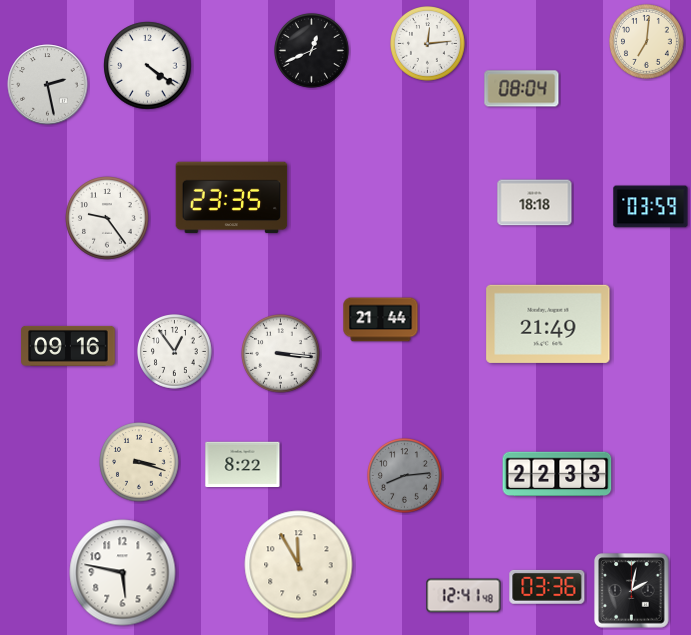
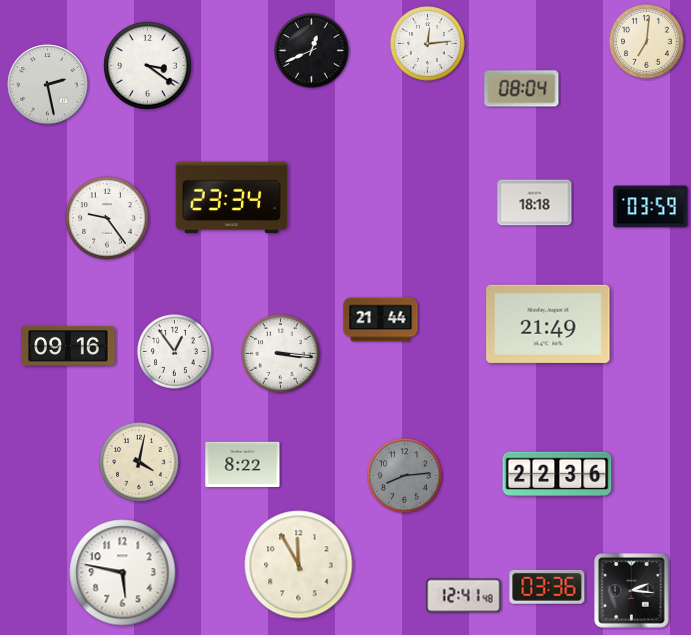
clock at (148, 66): 4:21 -> 3:21
clock at (232, 198): 23:35 -> 23:34
clock at (139, 462): 3:18 -> 4:02
clock at (557, 474): 22:33 -> 22:36
clock at (632, 591): 2:02 -> 2:16
